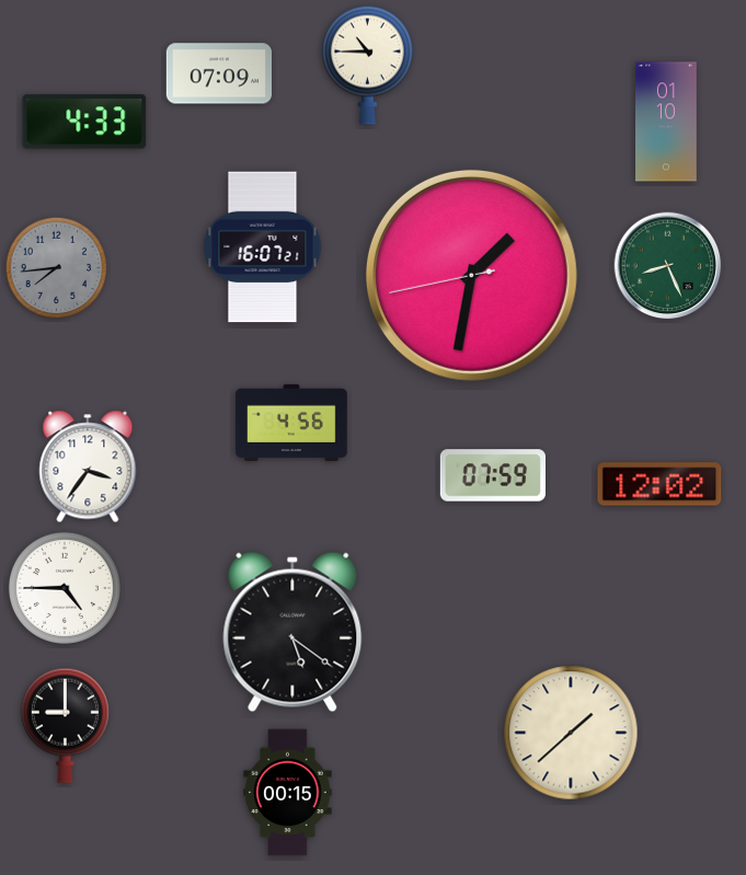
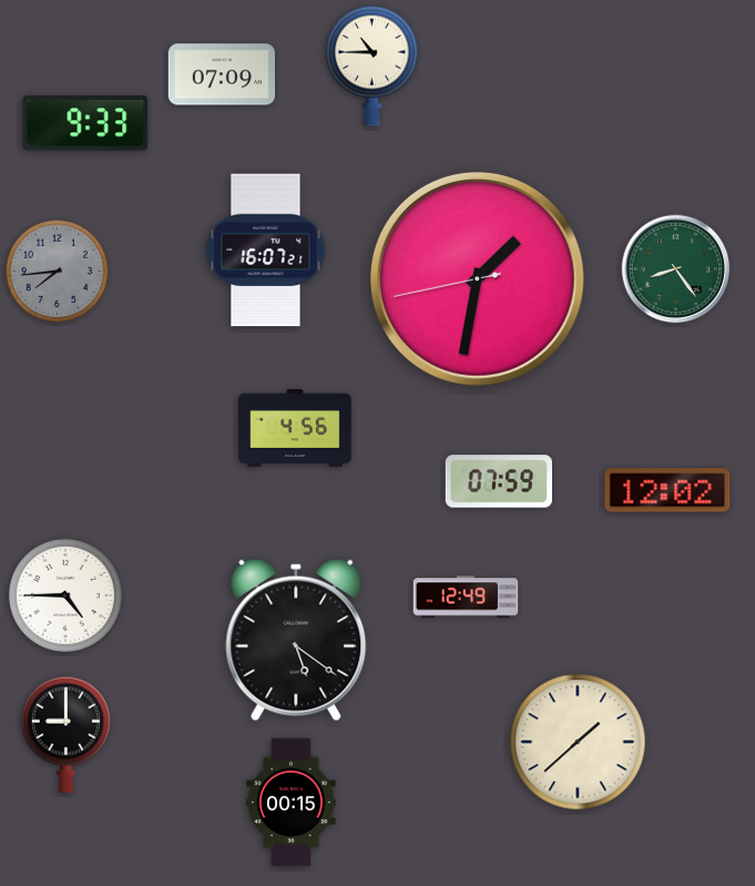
clock at (84, 122): 4:33 -> 9:33
clock at (666, 122): 01:10 -> none
clock at (668, 266): 8:26 -> 8:24
clock at (88, 467): 3:36 -> none
clock at (466, 597): none -> 12:49
